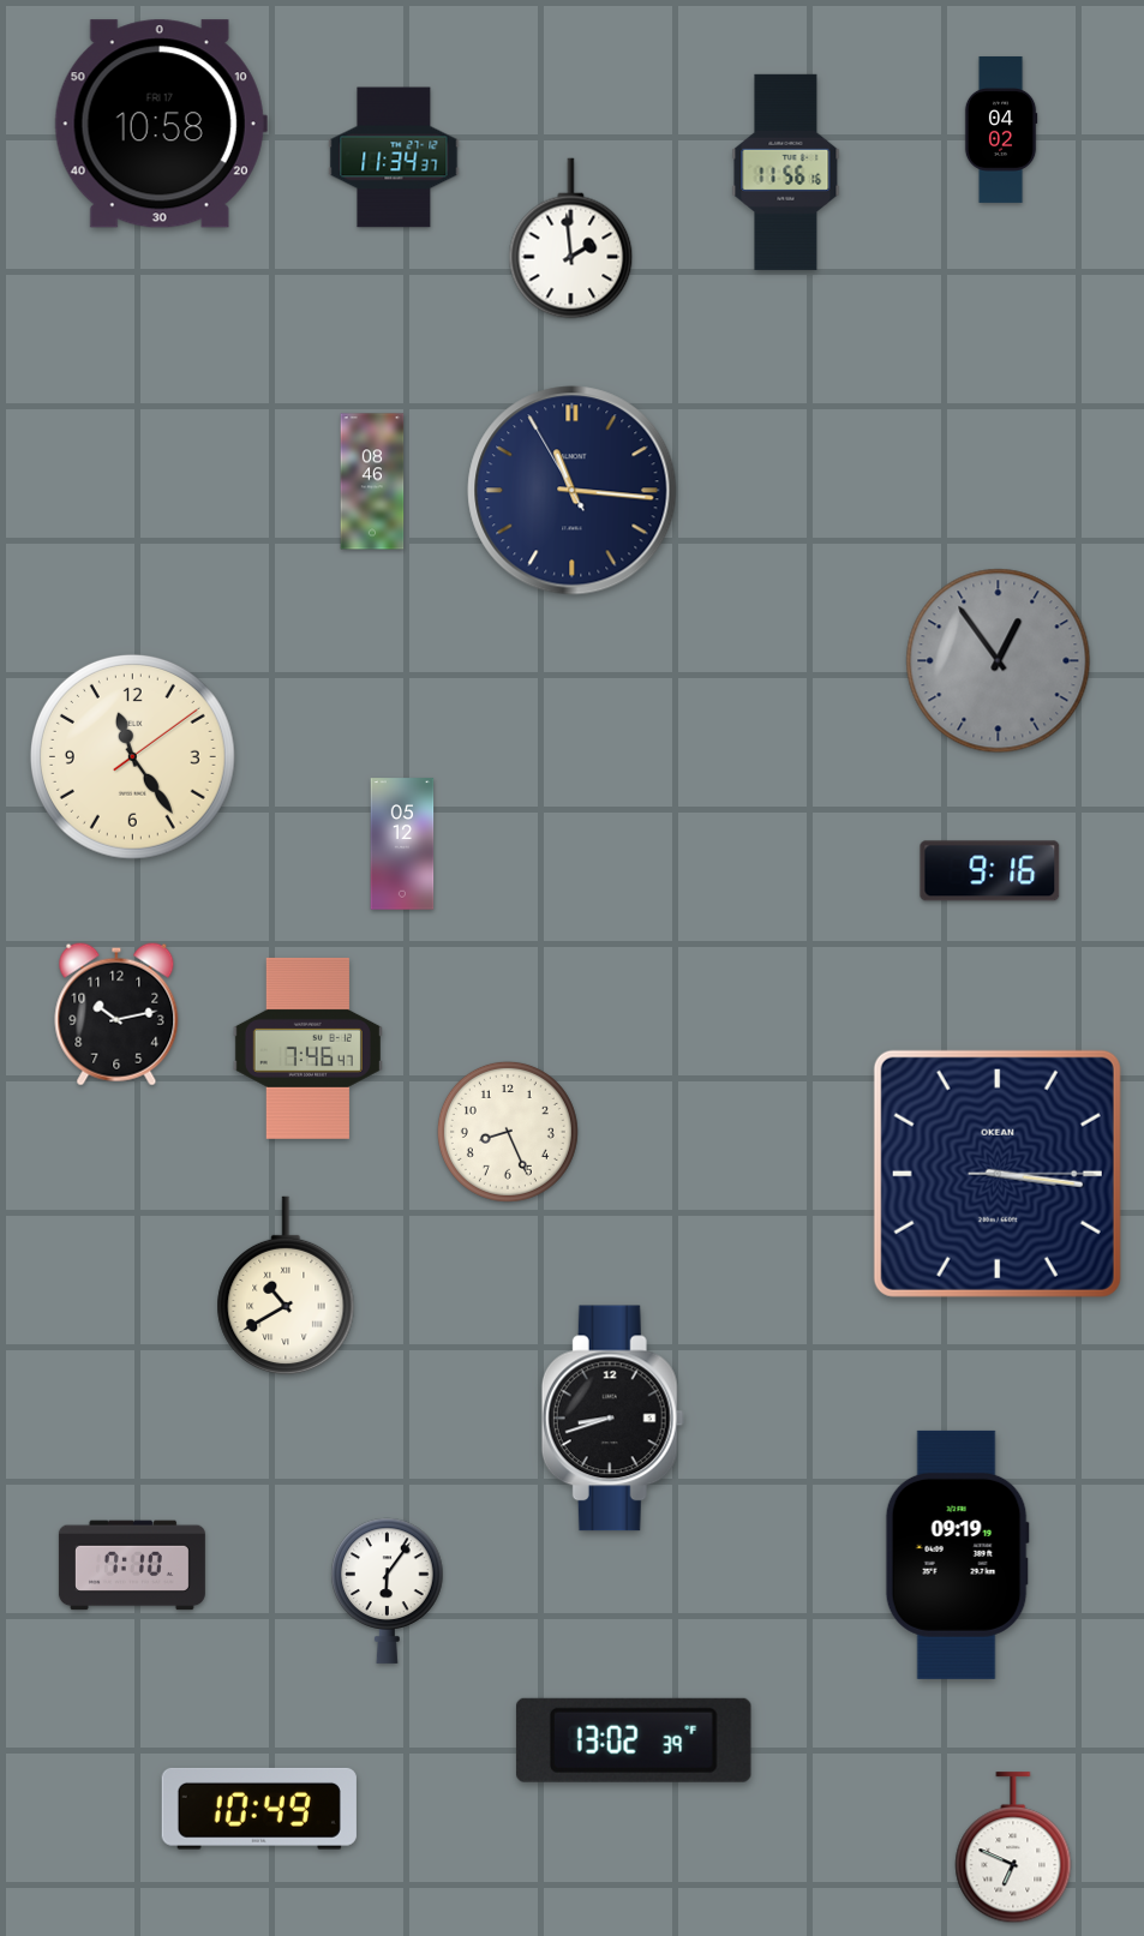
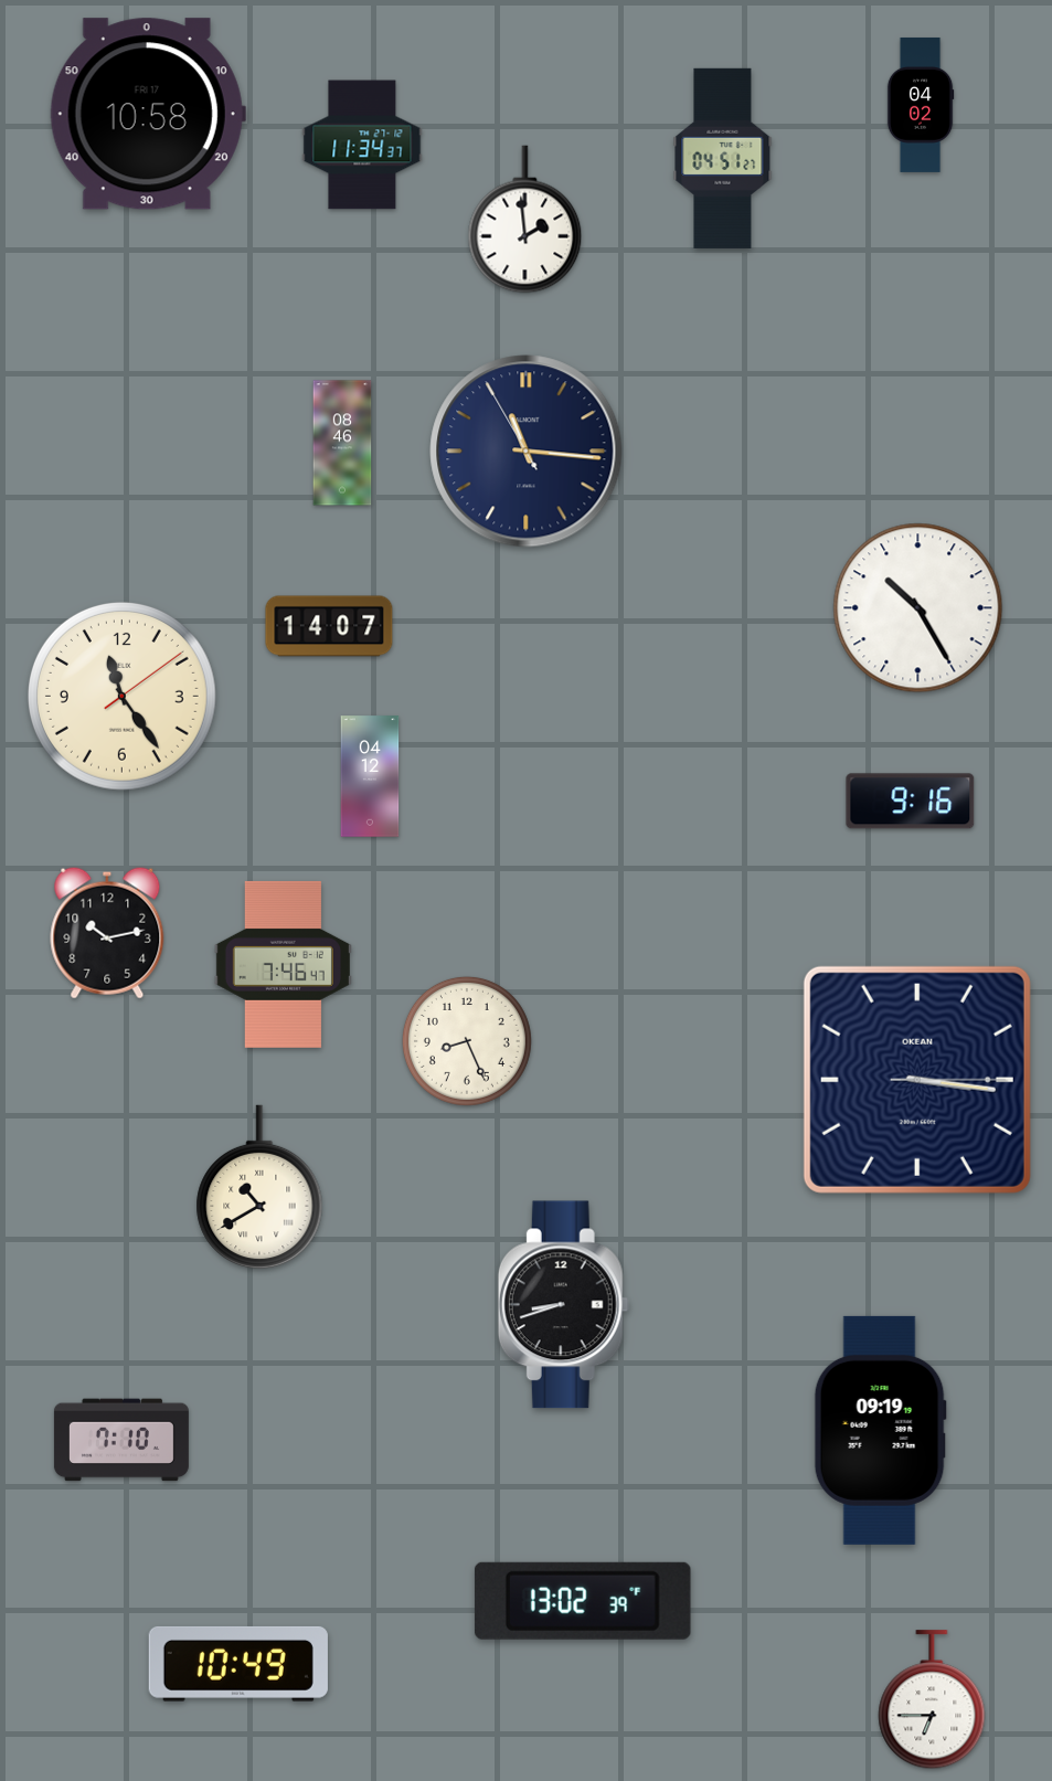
clock at (1001, 130) position: (1001, 130) -> (921, 105)
clock at (786, 172): 11:56 -> 04:51
clock at (999, 661): 12:54 -> 10:25
clock at (999, 661) dial: grey -> white
clock at (329, 626): none -> 14:07
clock at (402, 844): 05:12 -> 04:12
clock at (286, 1285) position: (286, 1285) -> (259, 1187)
clock at (388, 1590): 6:06 -> none
clock at (1013, 1848): 6:49 -> 6:45
